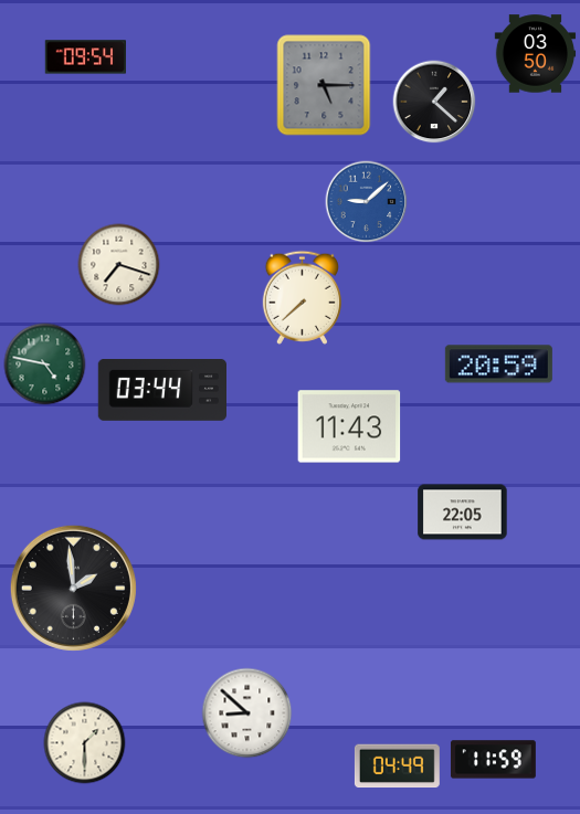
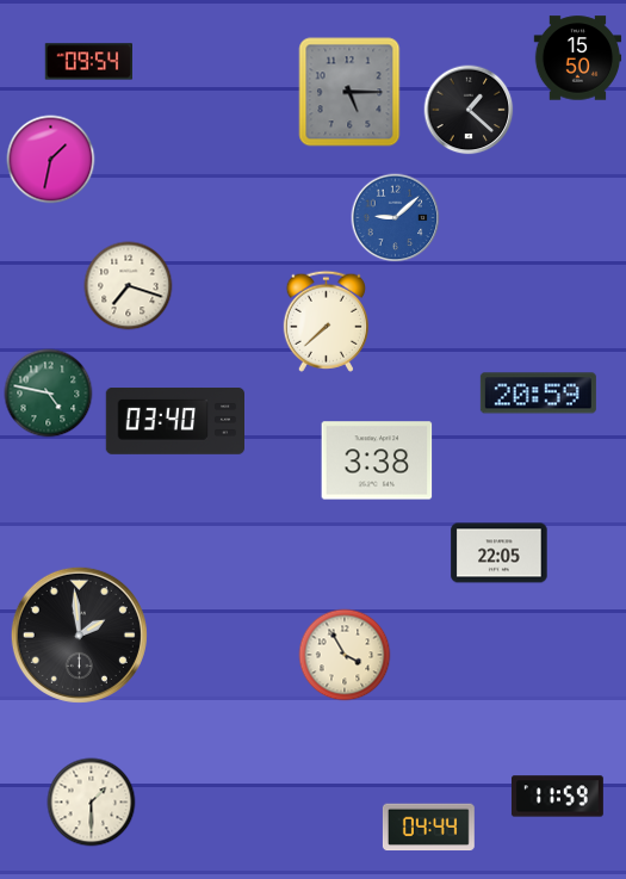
clock at (536, 54): 03:50 -> 15:50
clock at (85, 57) position: (85, 57) -> (88, 62)
clock at (51, 160): none -> 1:32
clock at (162, 391): 03:44 -> 03:40
clock at (349, 426): 11:43 -> 3:38
clock at (345, 655): none -> 3:55
clock at (247, 713): 8:52 -> none
clock at (493, 760) position: (493, 760) -> (557, 797)
clock at (397, 767): 04:49 -> 04:44
